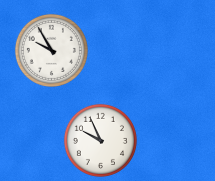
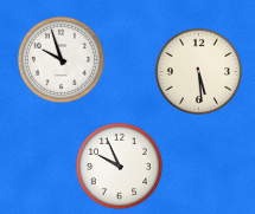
clock at (51, 50): 9:55 -> 9:57
clock at (198, 71): none -> 5:29
